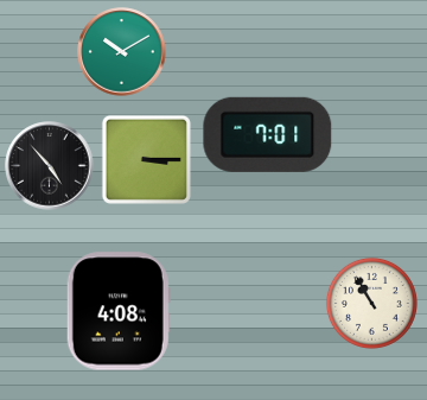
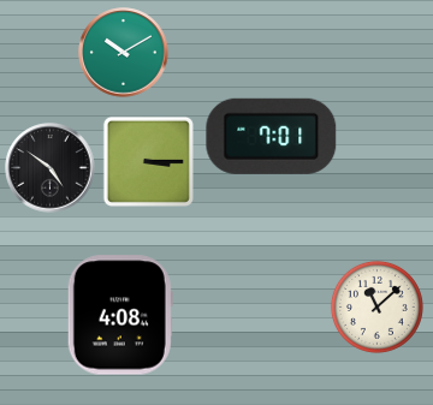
clock at (50, 166): 4:53 -> 4:51
clock at (371, 303): 10:55 -> 11:08
